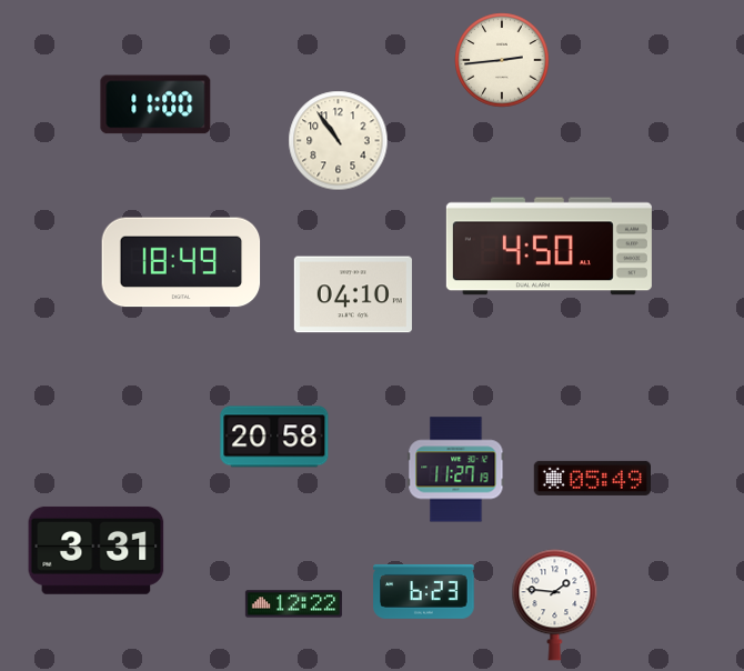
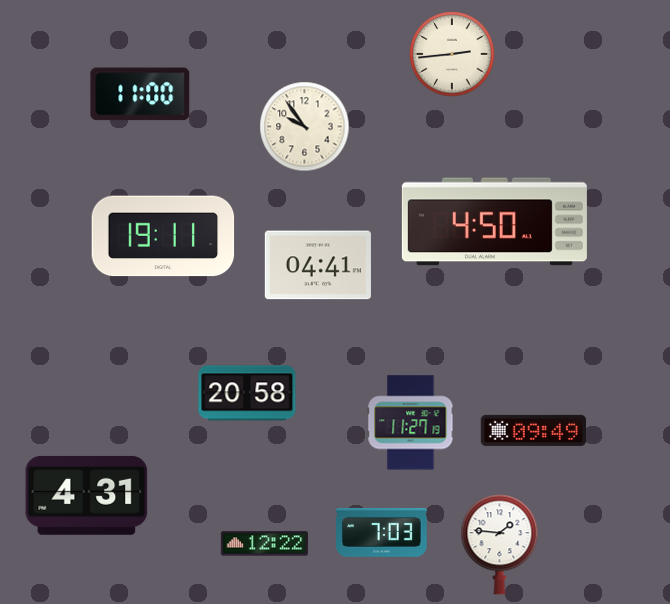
clock at (339, 141): 10:54 -> 9:54
clock at (181, 262): 18:49 -> 19:11
clock at (353, 294): 04:10 -> 04:41
clock at (592, 478): 05:49 -> 09:49
clock at (97, 550): 3:31 -> 4:31
clock at (424, 591): 6:23 -> 7:03
